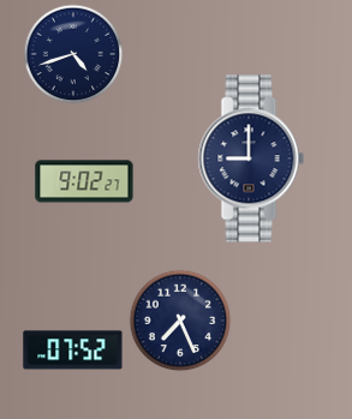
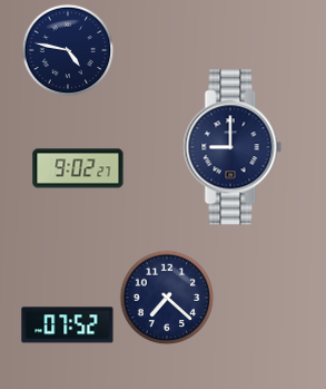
clock at (73, 54): 4:42 -> 4:47
clock at (180, 321): 7:26 -> 7:22
